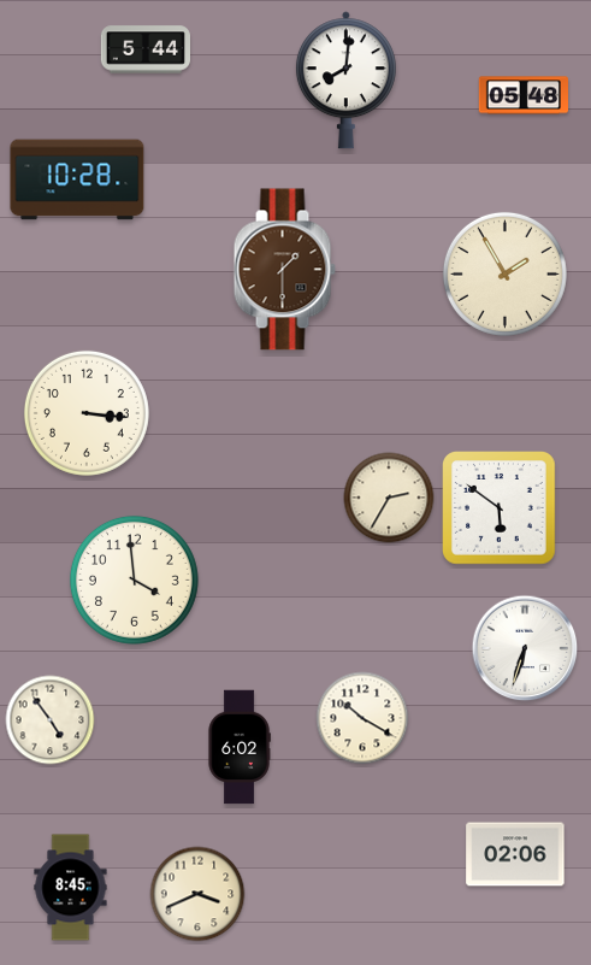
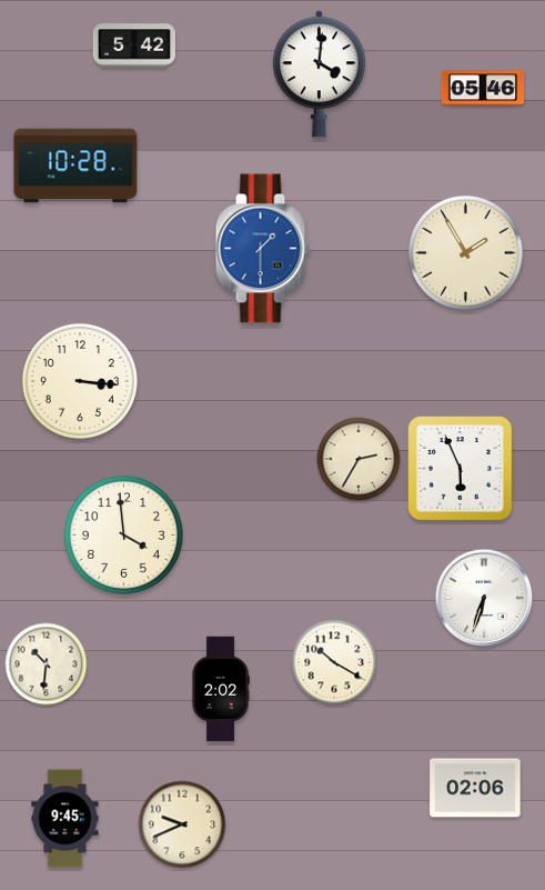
clock at (144, 49): 5:44 -> 5:42
clock at (345, 81): 8:01 -> 4:01
clock at (524, 95): 05:48 -> 05:46
clock at (77, 180) position: (77, 180) -> (75, 166)
clock at (284, 270) dial: brown -> blue
clock at (500, 508): 5:51 -> 5:56
clock at (51, 720): 4:54 -> 10:31
clock at (240, 747): 6:02 -> 2:02
clock at (71, 888): 8:45 -> 9:45
clock at (197, 894): 3:41 -> 9:41
